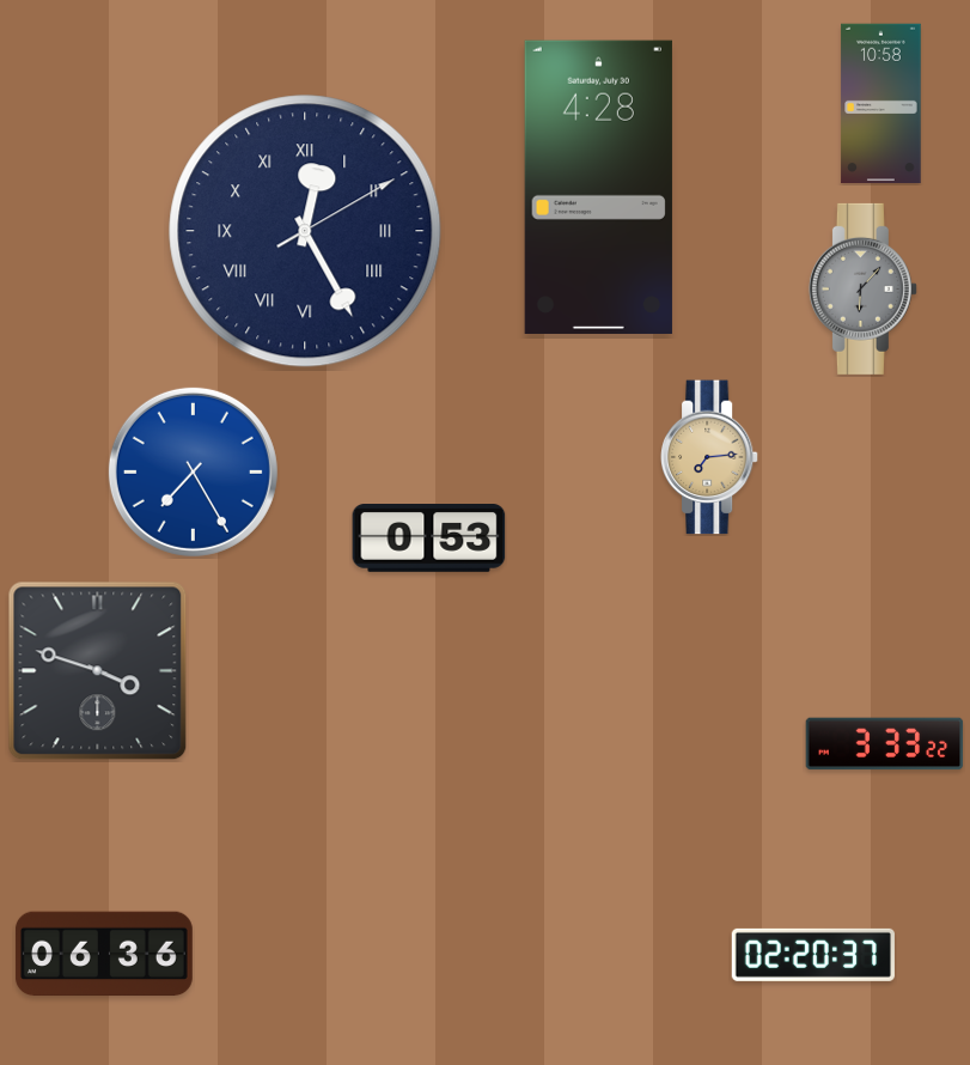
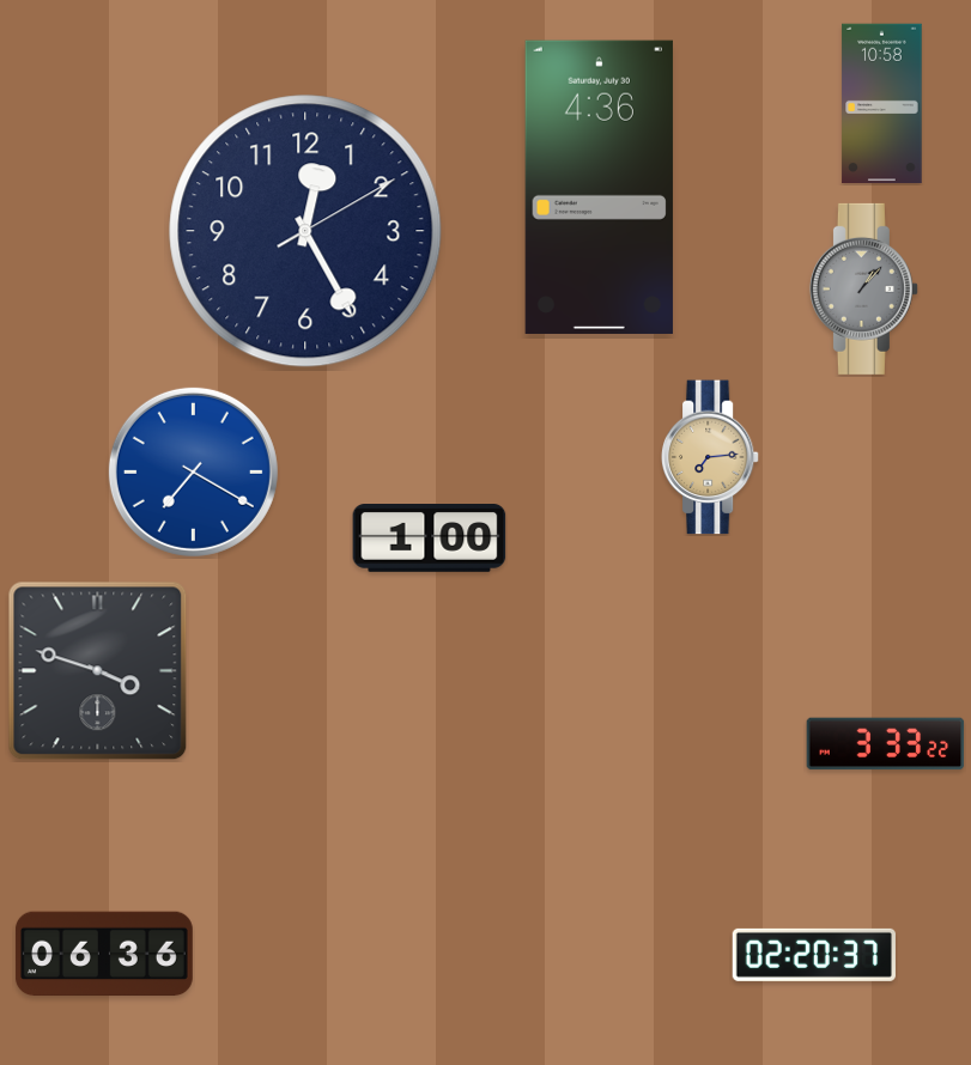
clock at (598, 187): 4:28 -> 4:36
clock at (305, 231) numerals: Roman -> Arabic
clock at (862, 288): 6:07 -> 1:07
clock at (193, 471): 7:25 -> 7:20
clock at (429, 538): 0:53 -> 1:00
